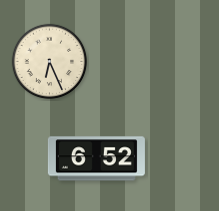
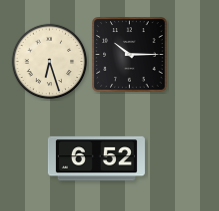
clock at (130, 55): none -> 10:15
clock at (50, 62): 6:26 -> 6:27
